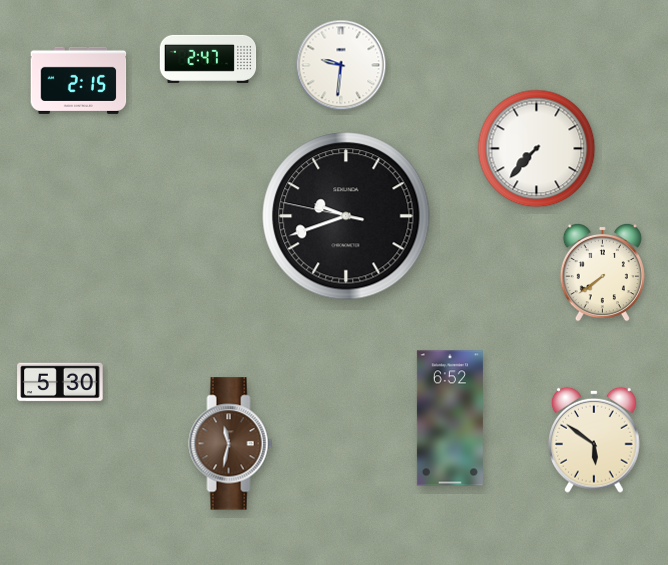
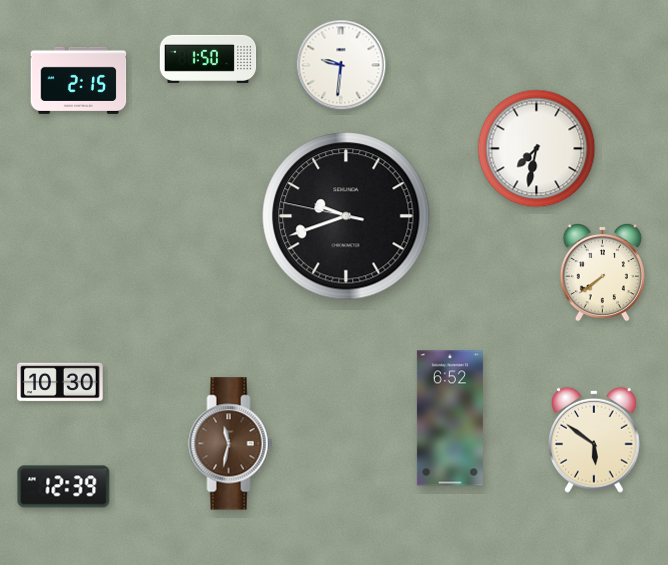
clock at (208, 59): 2:47 -> 1:50
clock at (537, 149): 7:37 -> 7:32
clock at (60, 382): 5:30 -> 10:30
clock at (64, 487): none -> 12:39
